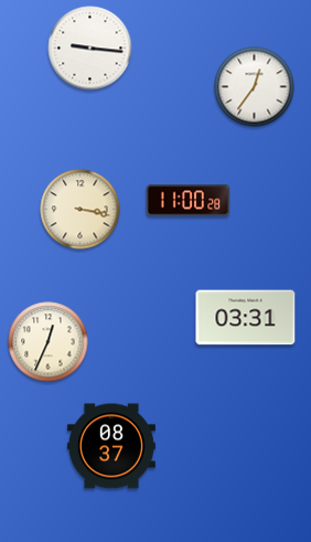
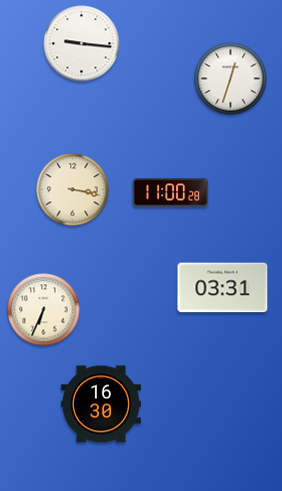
clock at (255, 87): 12:36 -> 12:33
clock at (189, 201) position: (189, 201) -> (171, 193)
clock at (49, 342): 12:34 -> 6:34
clock at (111, 446): 08:37 -> 16:30
